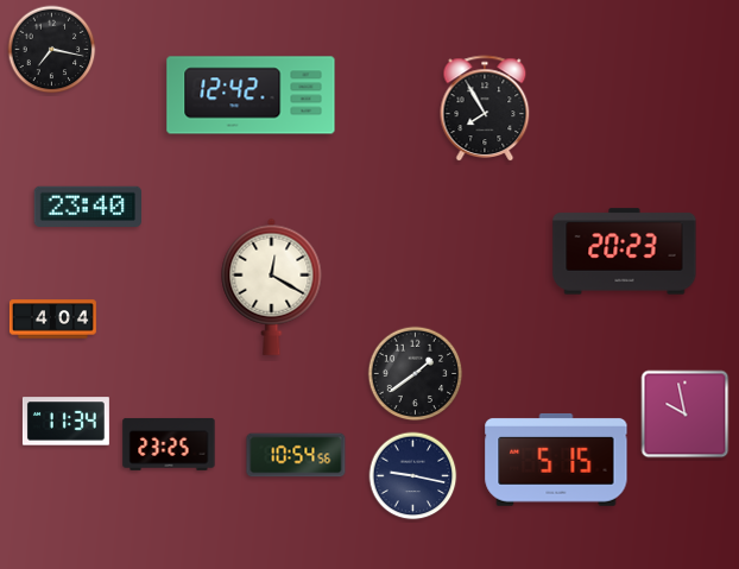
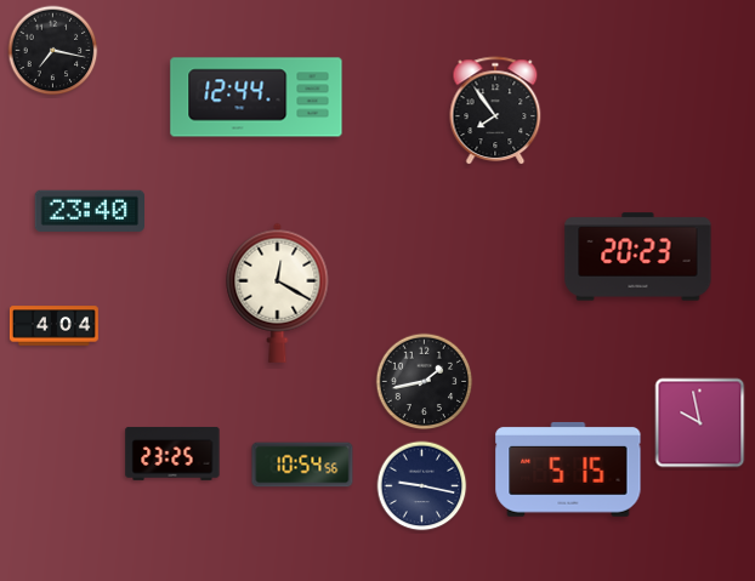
clock at (251, 95): 12:42 -> 12:44
clock at (485, 109): 7:55 -> 7:54
clock at (416, 374): 1:39 -> 1:43
clock at (65, 422): 11:34 -> none
